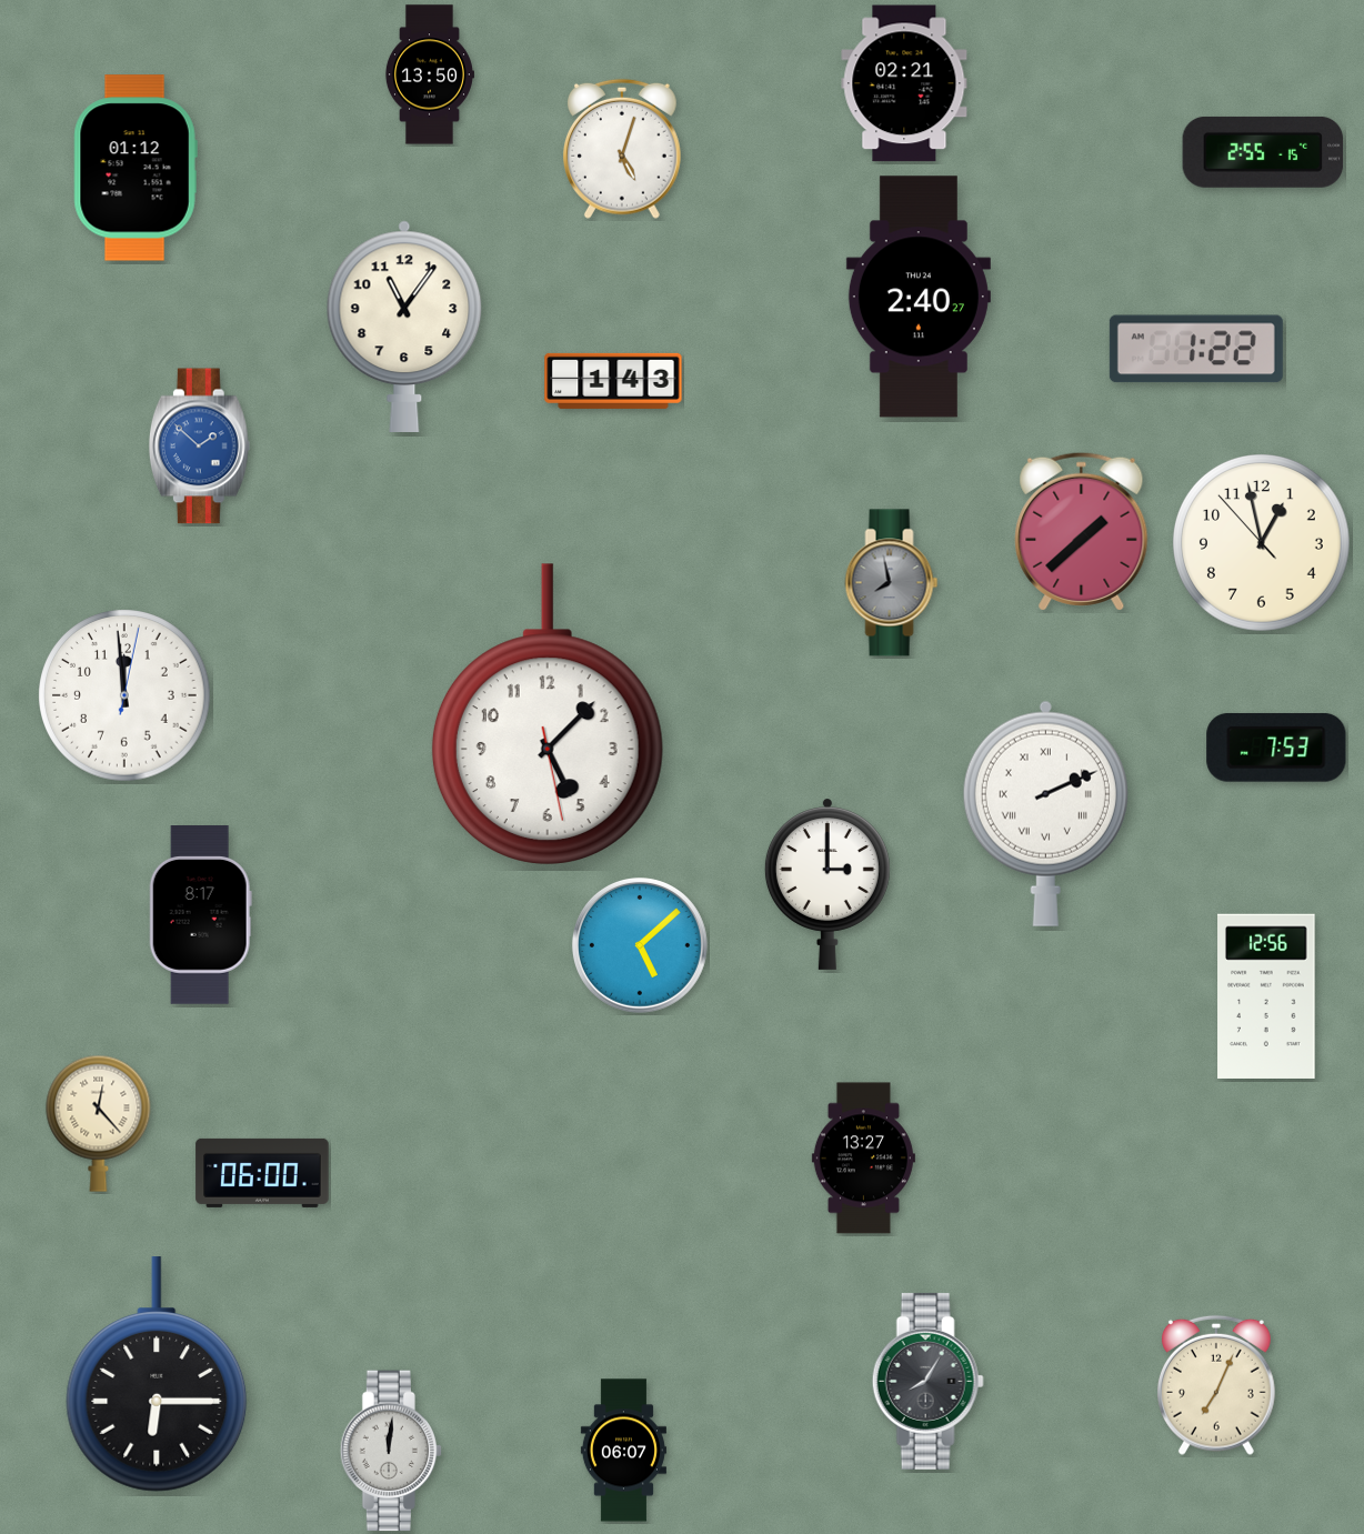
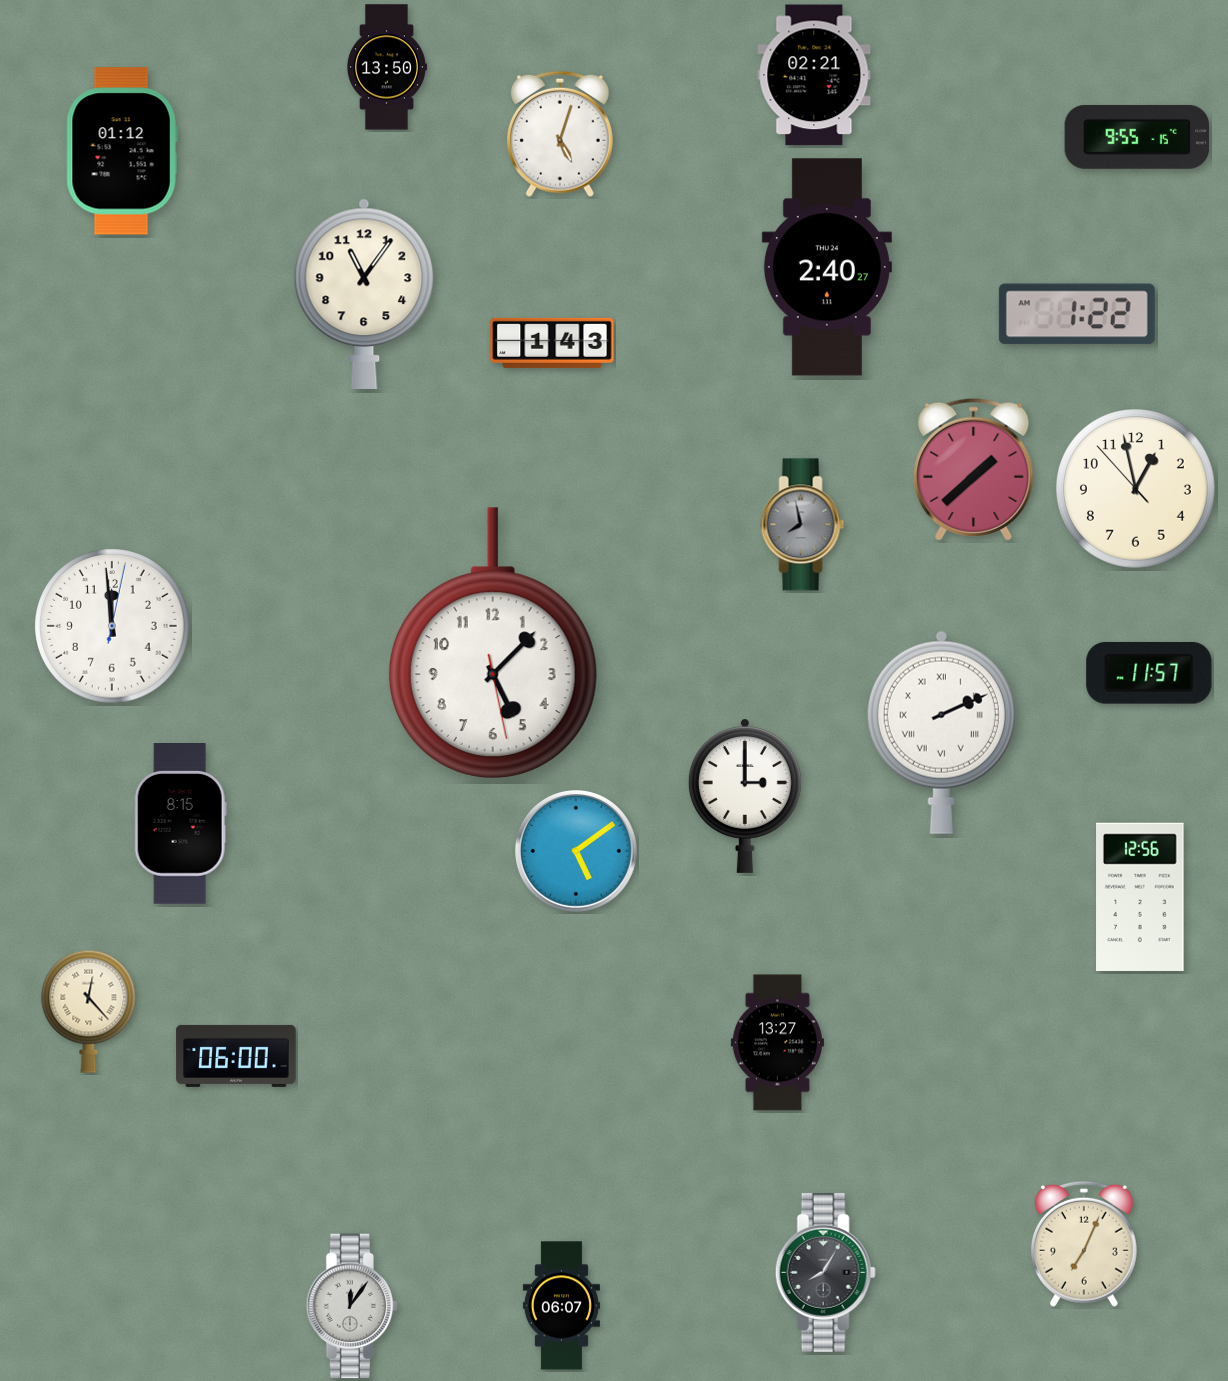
clock at (1263, 152): 2:55 -> 9:55
clock at (199, 447): 1:52 -> none
clock at (1082, 531) position: (1082, 531) -> (974, 469)
clock at (1276, 748): 7:53 -> 11:57
clock at (200, 915): 8:17 -> 8:15
clock at (640, 945): 5:08 -> 5:09
clock at (157, 1374): 6:15 -> none
clock at (927, 1381) position: (927, 1381) -> (825, 1272)
clock at (1216, 1385) position: (1216, 1385) -> (1084, 1244)
clock at (391, 1451): 12:01 -> 12:06
